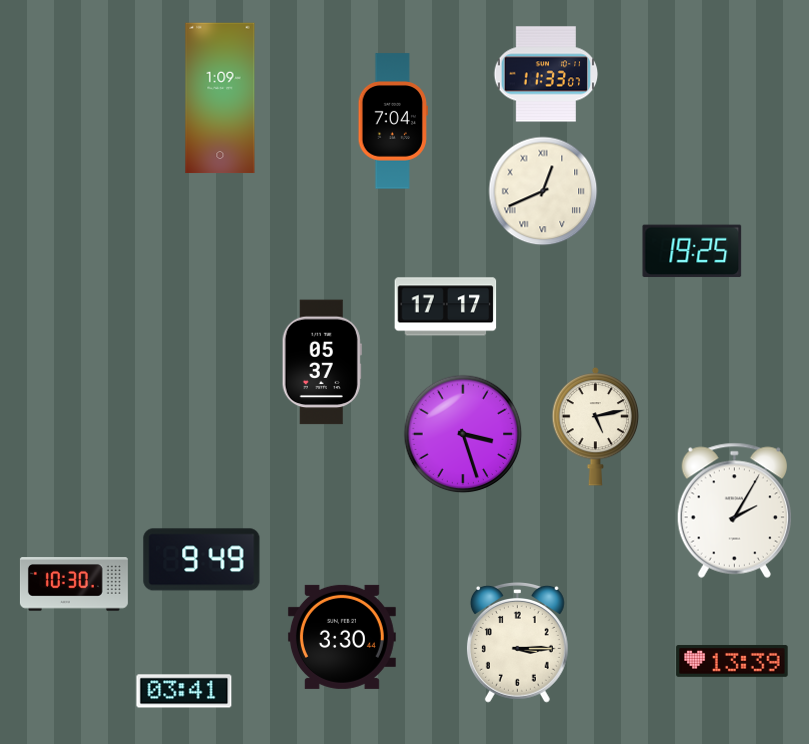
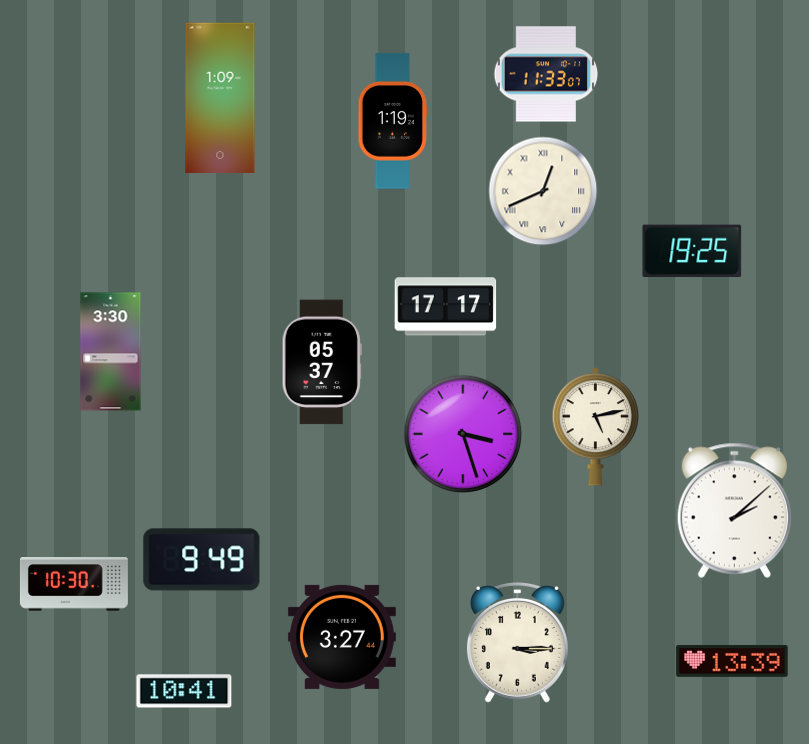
clock at (393, 121): 7:04 -> 1:19
clock at (111, 352): none -> 3:30
clock at (734, 510): 2:05 -> 2:08
clock at (342, 637): 3:30 -> 3:27
clock at (184, 691): 03:41 -> 10:41
